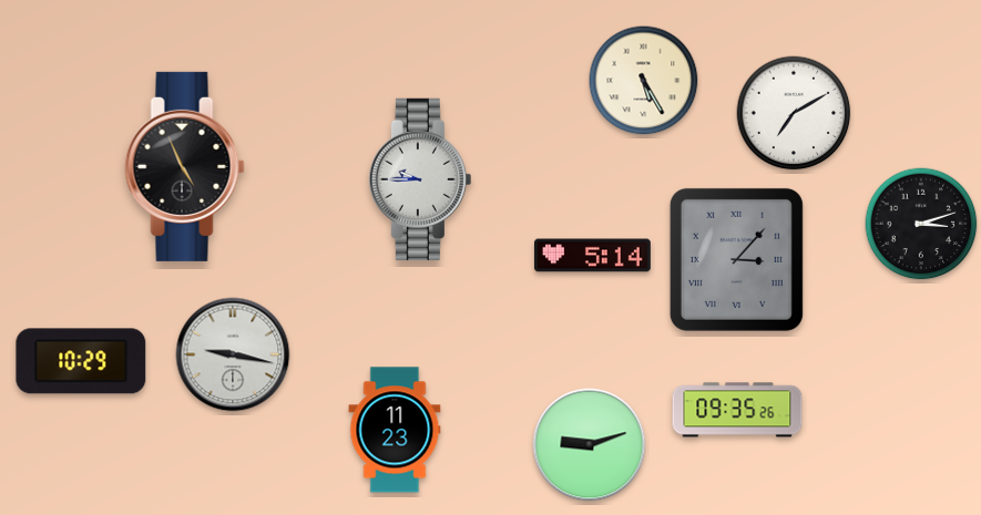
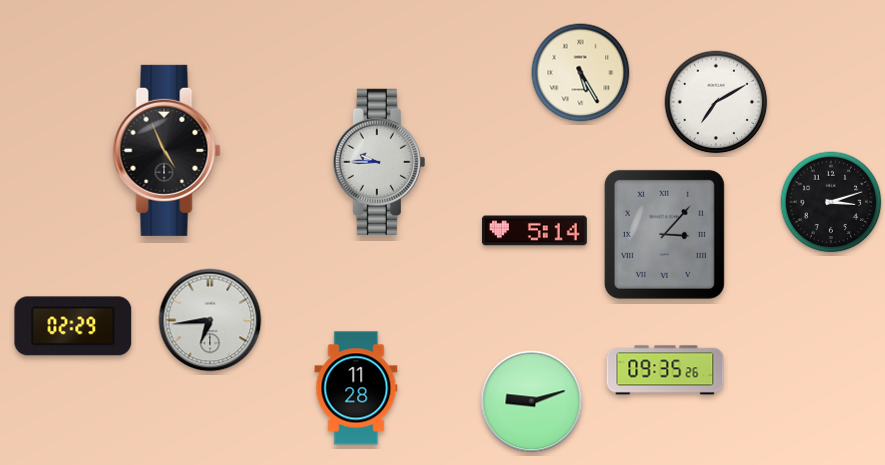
clock at (233, 354): 9:17 -> 6:44
clock at (81, 361): 10:29 -> 02:29
clock at (395, 430): 11:23 -> 11:28
